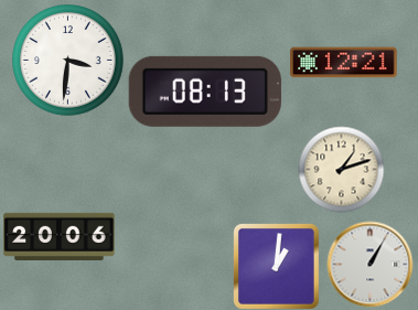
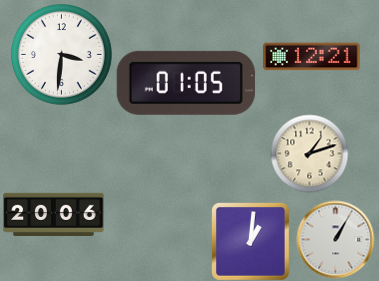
clock at (205, 92): 08:13 -> 01:05
